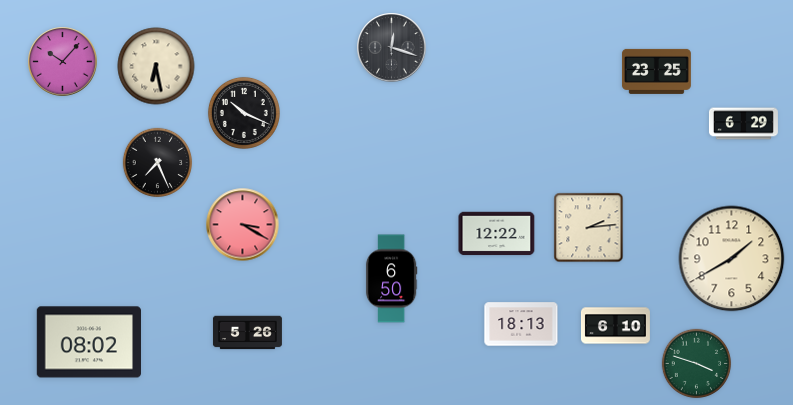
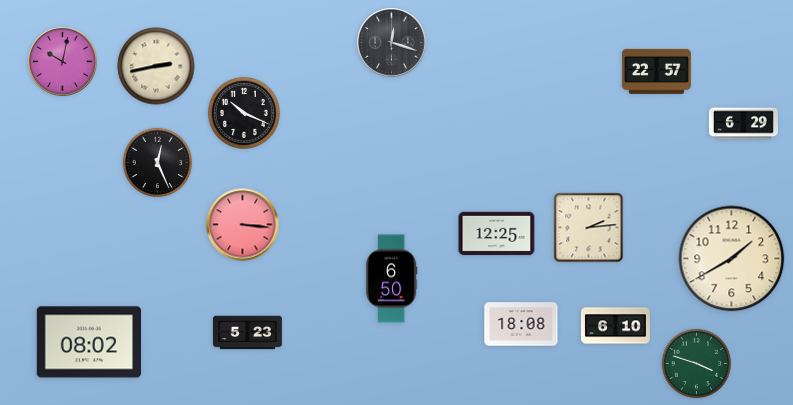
clock at (392, 48) position: (392, 48) -> (392, 43)
clock at (63, 62): 10:07 -> 10:02
clock at (156, 66): 6:28 -> 2:43
clock at (656, 71): 23:25 -> 22:57
clock at (158, 163): 7:26 -> 12:26
clock at (243, 225): 3:20 -> 3:16
clock at (497, 234): 12:22 -> 12:25
clock at (521, 324): 18:13 -> 18:08
clock at (247, 333): 5:26 -> 5:23
